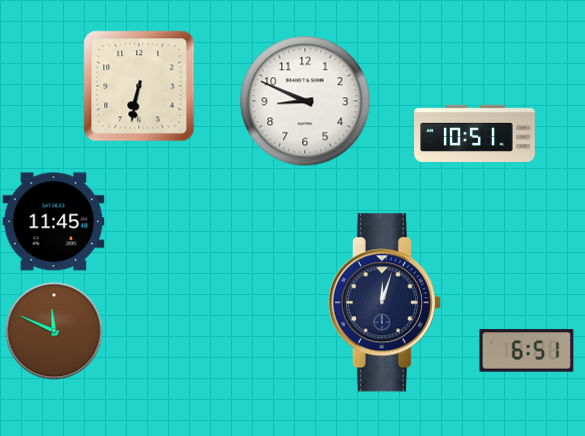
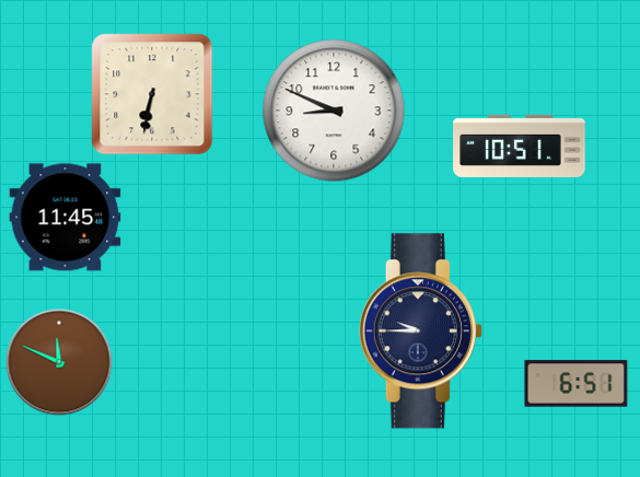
clock at (54, 222) position: (54, 222) -> (66, 218)
clock at (384, 303): 12:03 -> 9:45
